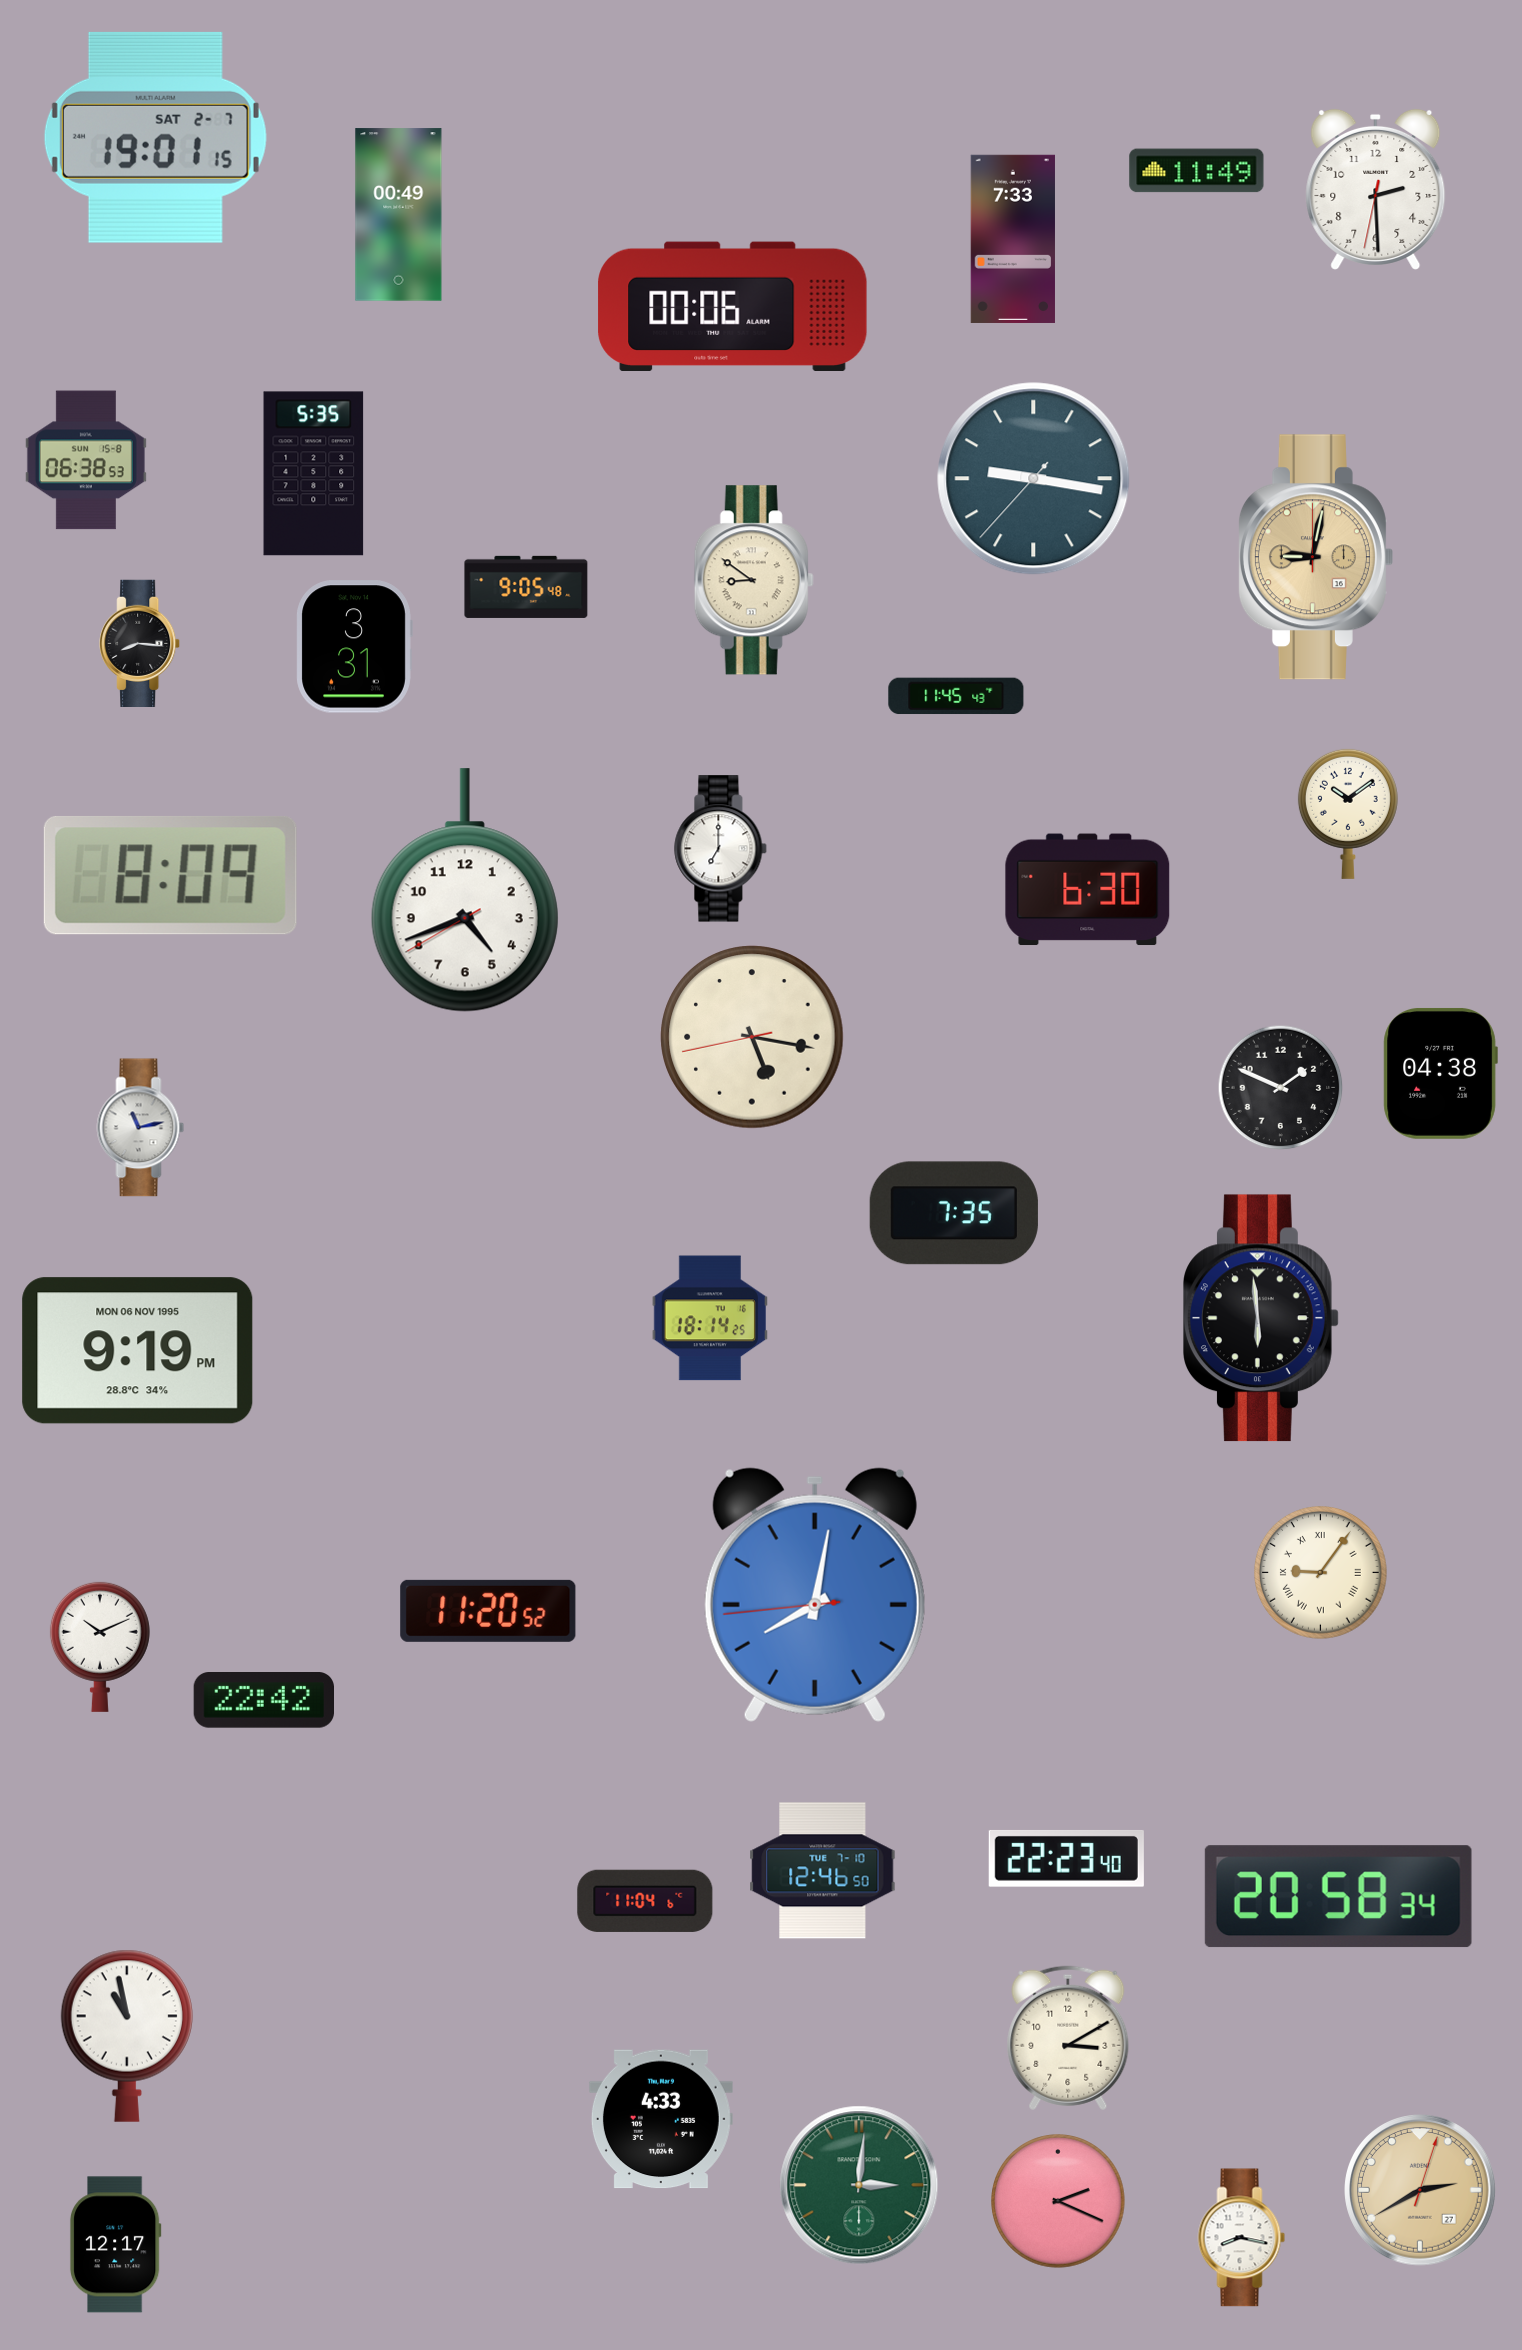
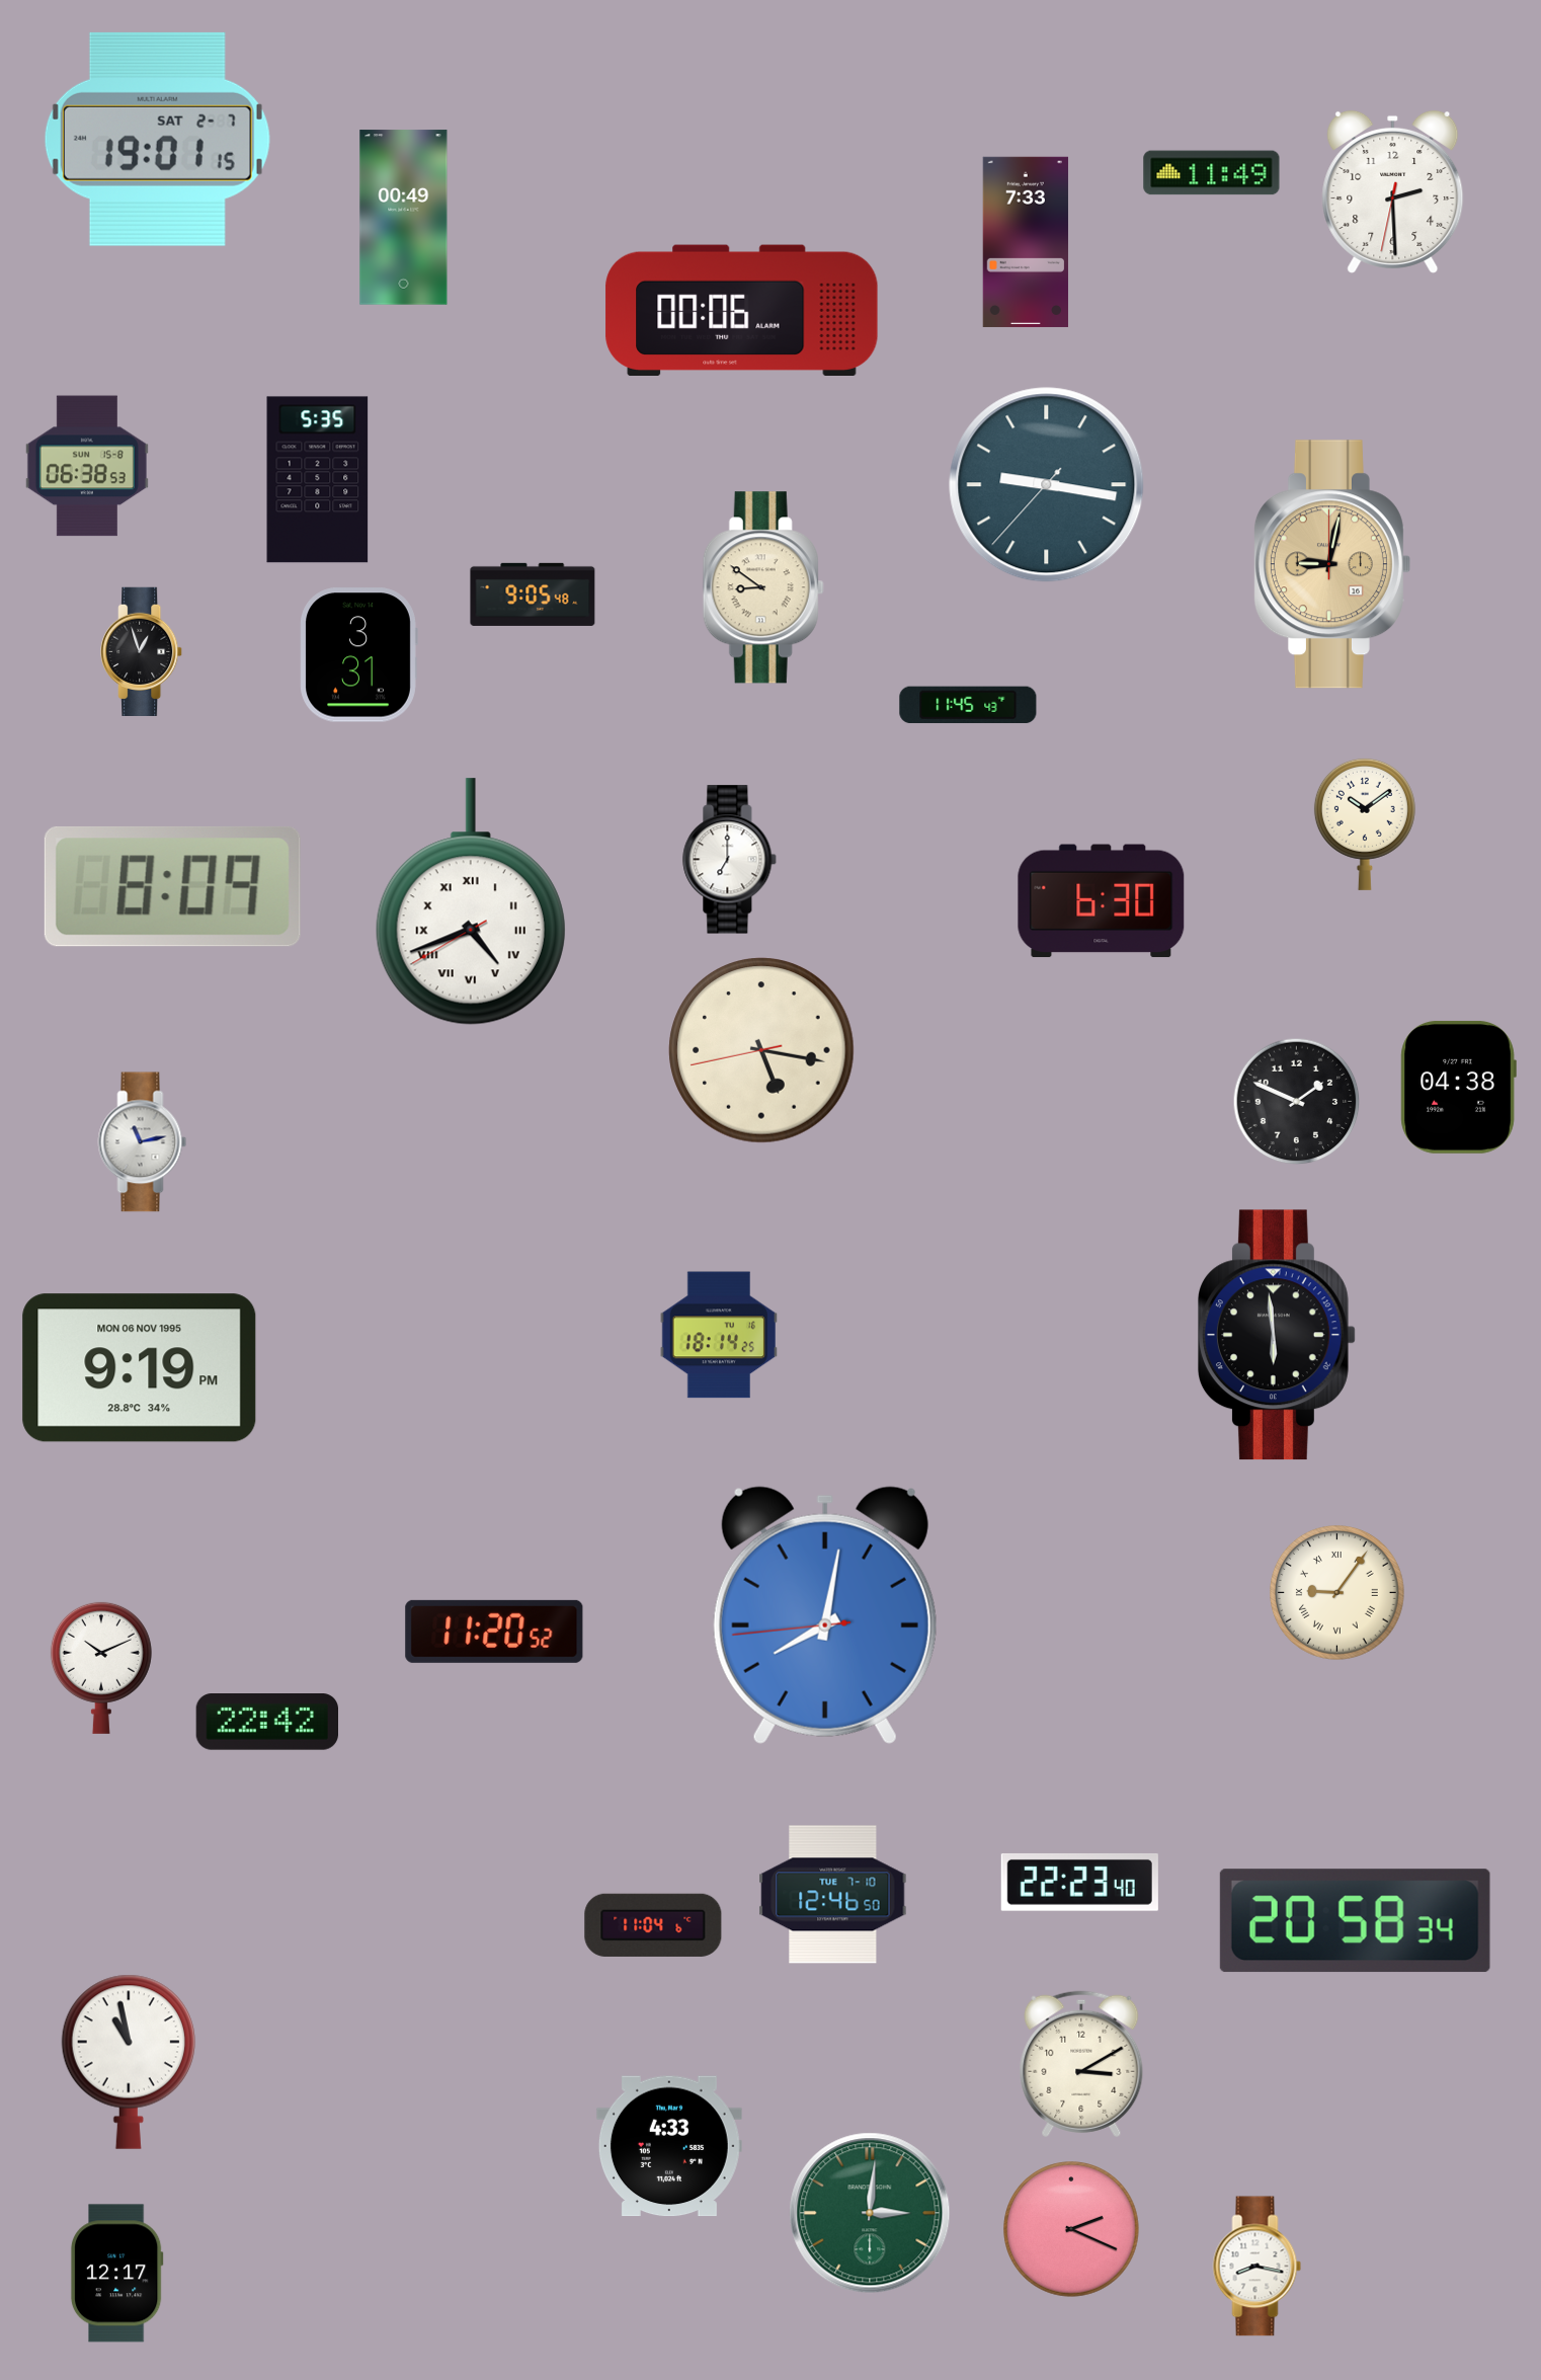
clock at (140, 643): 8:16 -> 12:57
clock at (465, 890) numerals: Arabic -> Roman
clock at (954, 1213): 7:35 -> none
clock at (1420, 2190): 2:40 -> none
